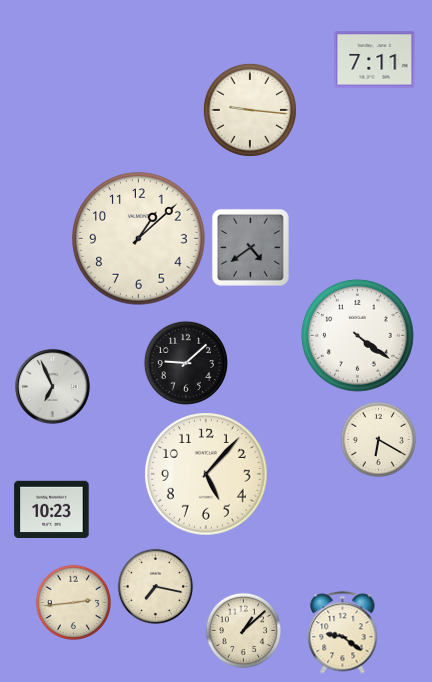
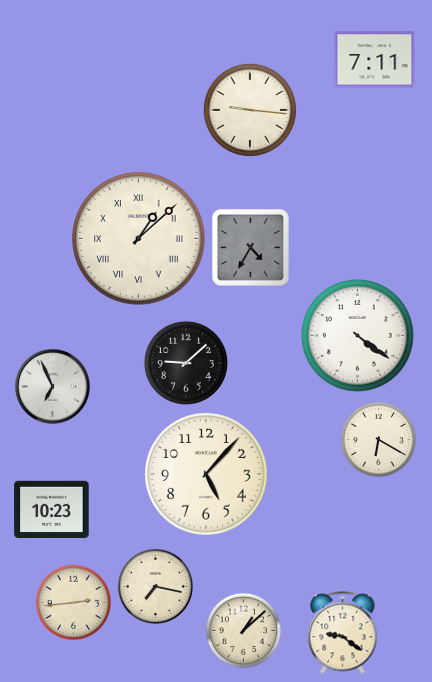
clock at (139, 239) numerals: Arabic -> Roman
clock at (250, 247): 4:39 -> 4:35
